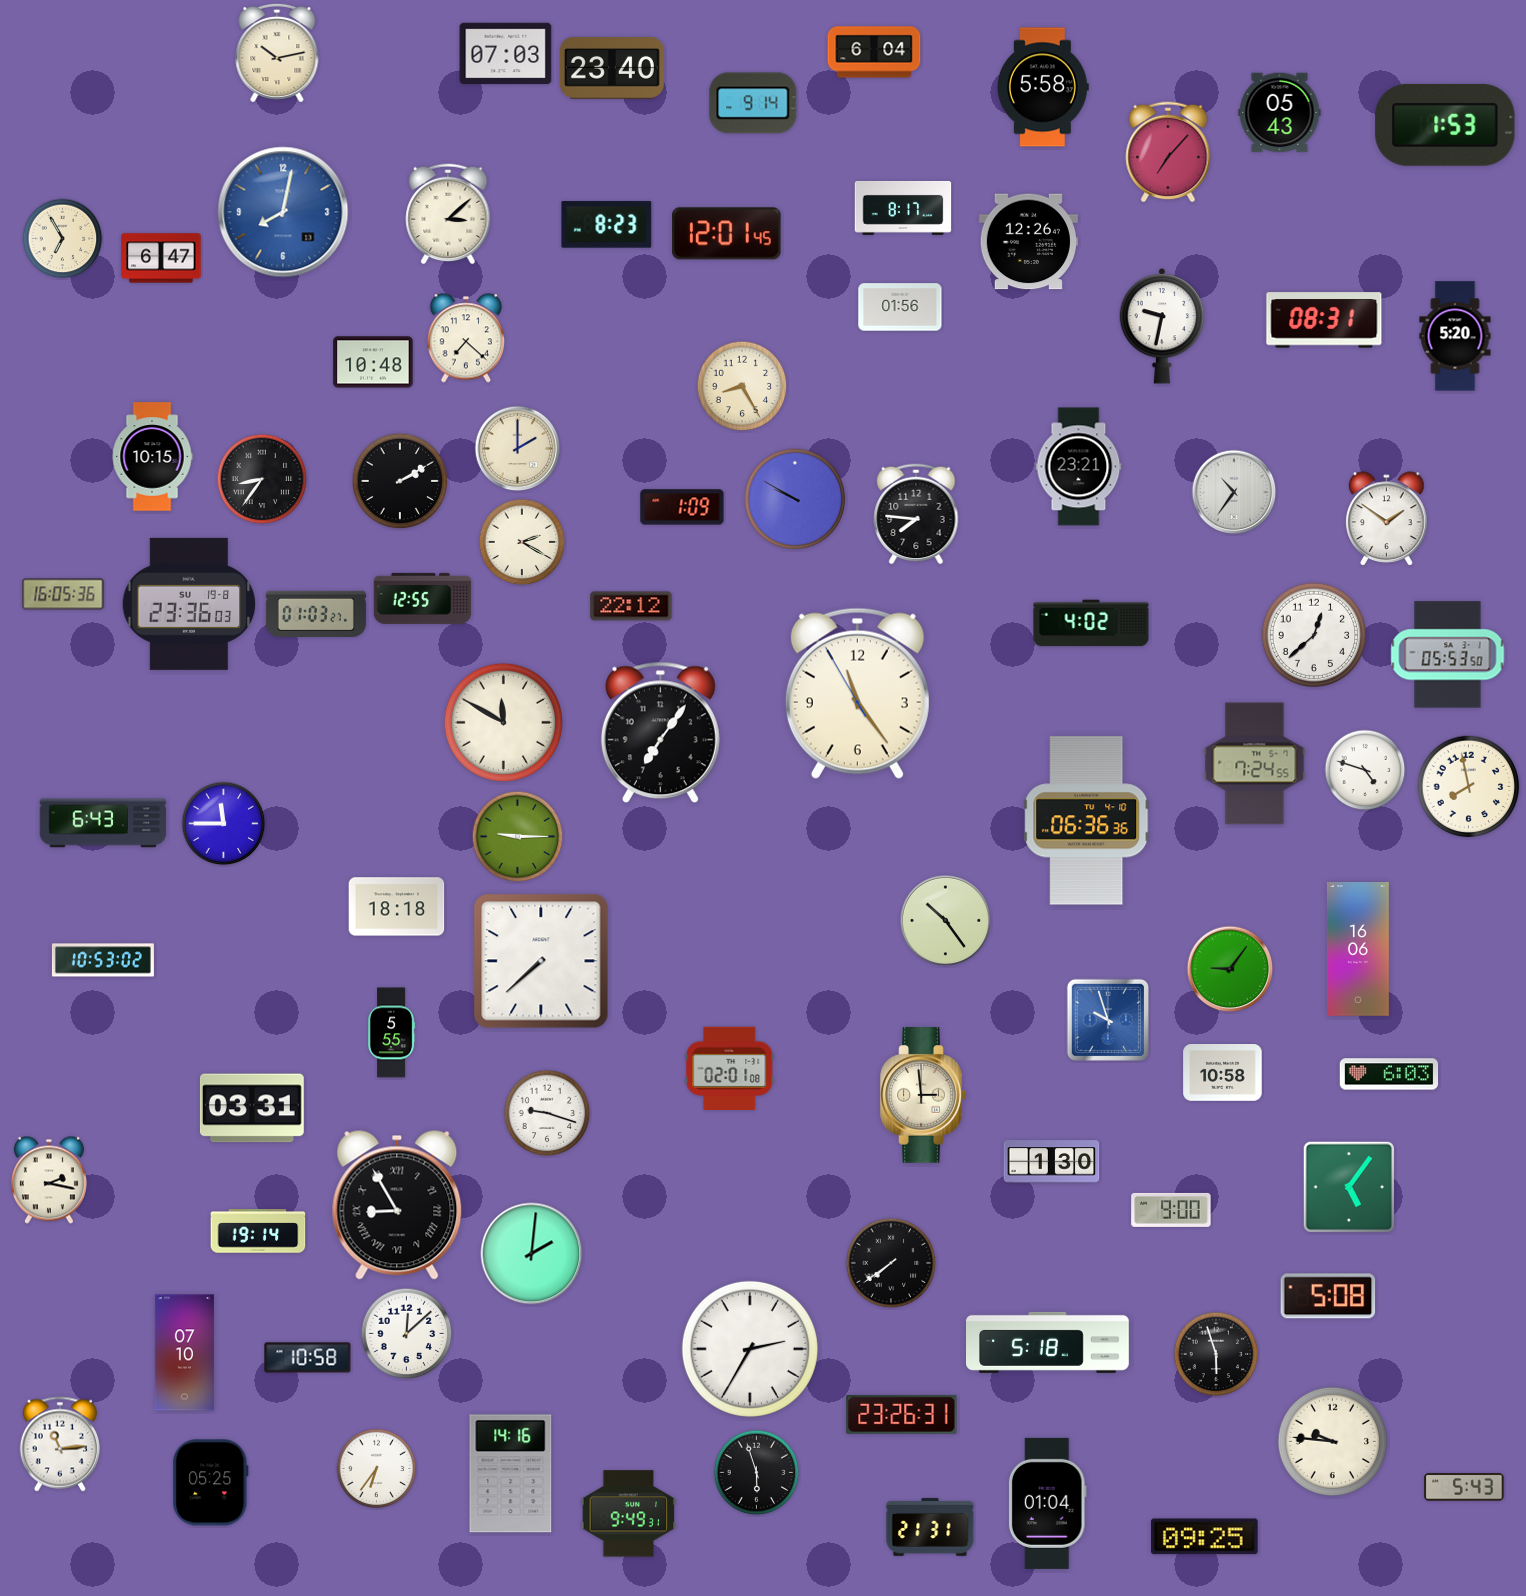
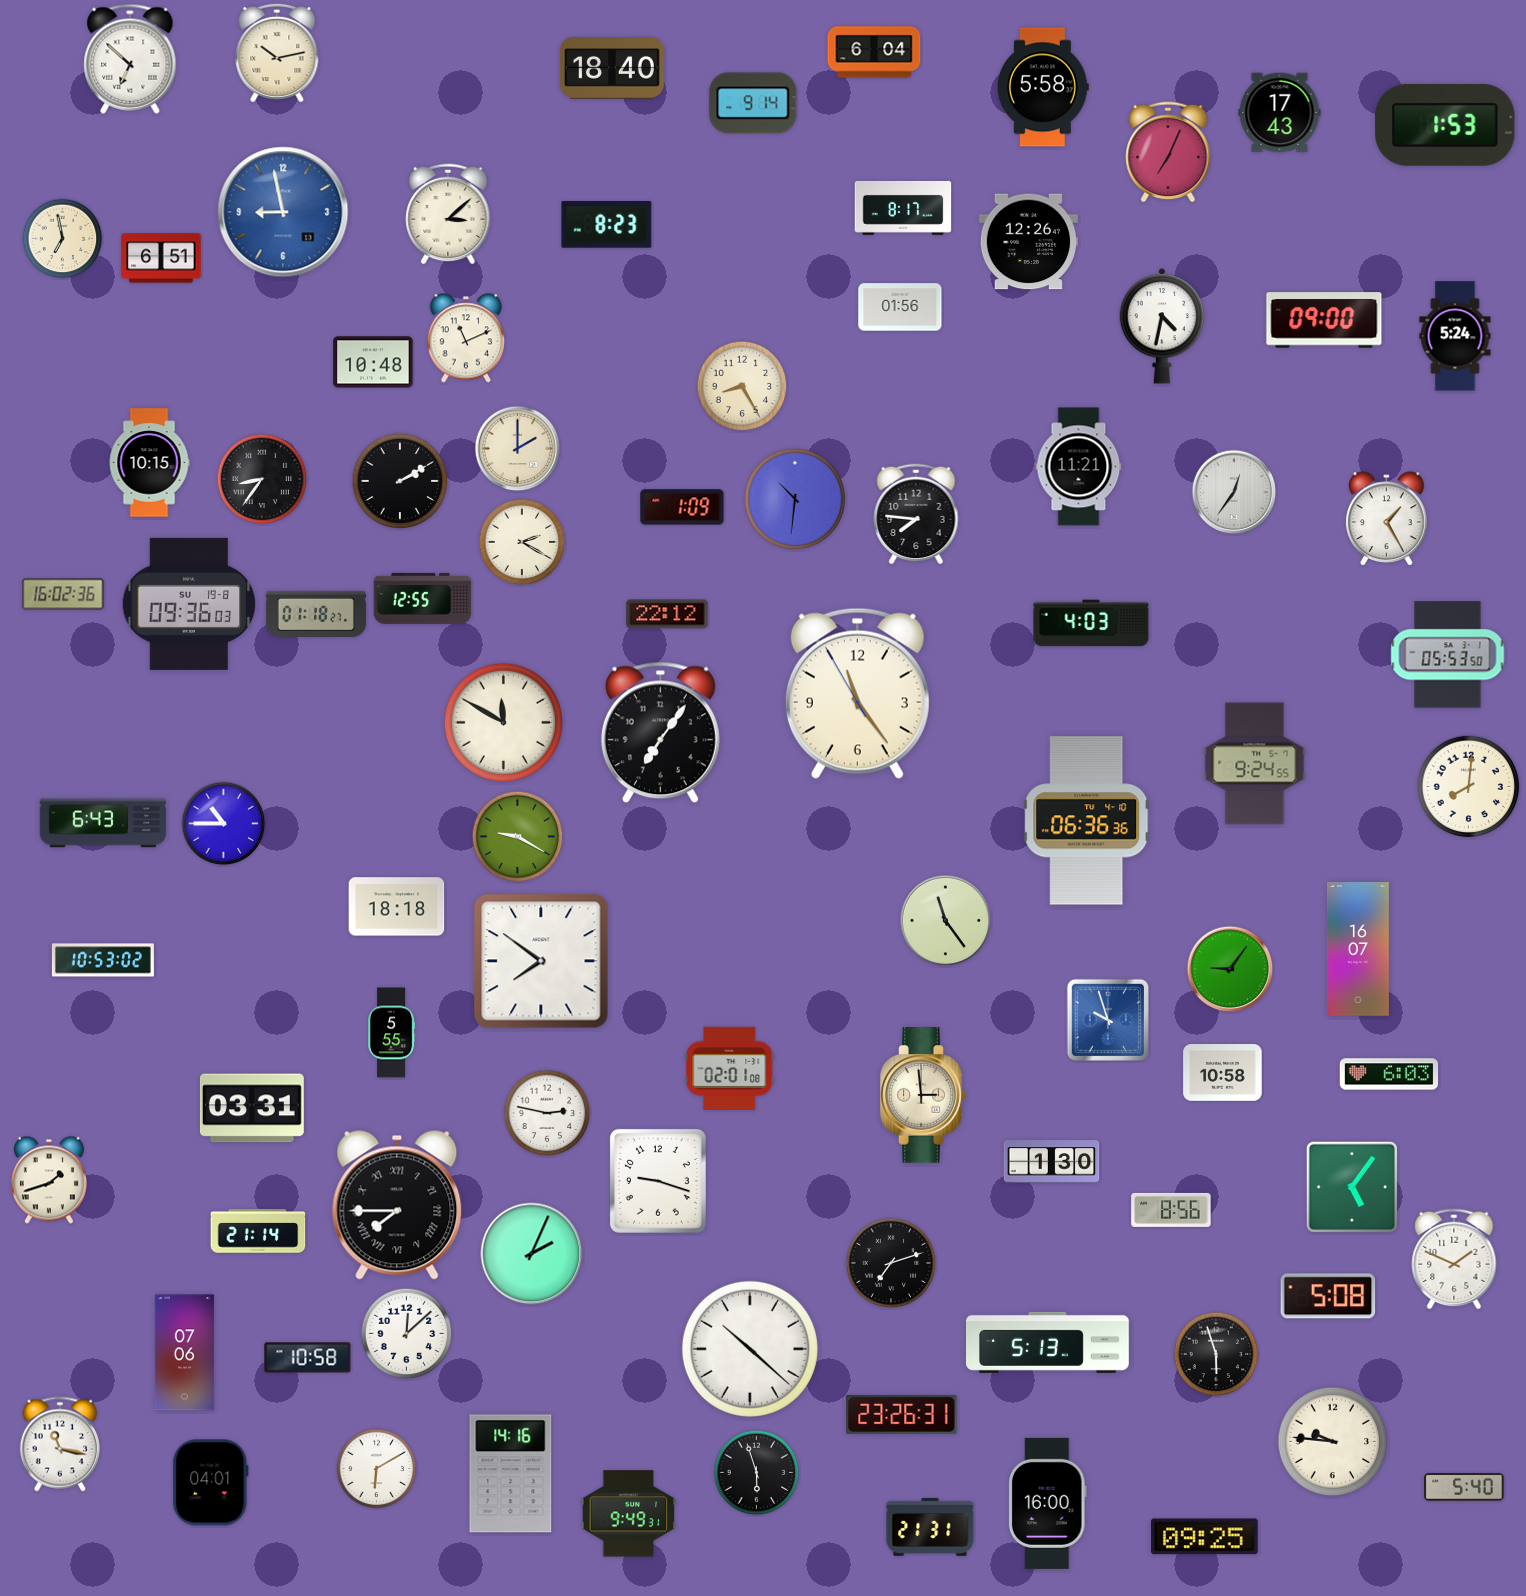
clock at (506, 54): 07:03 -> none
clock at (130, 59): none -> 6:52
clock at (612, 68): 23:40 -> 18:40
clock at (1280, 113): 05:43 -> 17:43
clock at (1168, 152): 7:07 -> 7:04
clock at (283, 212): 8:02 -> 8:58
clock at (727, 234): 12:01 -> none
clock at (63, 239): 6:55 -> 6:58
clock at (161, 258): 6:47 -> 6:51
clock at (1324, 320): 08:31 -> 09:00
clock at (1162, 326): 9:32 -> 4:32
clock at (1455, 336): 5:20 -> 5:24
clock at (466, 338): 7:22 -> 11:11
clock at (152, 457) position: (152, 457) -> (149, 463)
clock at (1079, 467): 23:21 -> 11:21
clock at (1234, 492): 10:36 -> 12:36
clock at (795, 499): 9:50 -> 10:31
clock at (1387, 519): 1:51 -> 1:25
clock at (63, 594): 16:05 -> 16:02
clock at (189, 604): 23:36 -> 09:36
clock at (631, 606) position: (631, 606) -> (667, 614)
clock at (316, 614): 01:03 -> 01:18
clock at (1091, 623): 4:02 -> 4:03
clock at (1314, 635): 12:38 -> none
clock at (1255, 764): 7:24 -> 9:24
clock at (1365, 770): 4:48 -> none
clock at (1469, 787): 7:58 -> 8:01
clock at (224, 824): 11:45 -> 10:45
clock at (518, 837): 9:15 -> 9:20
clock at (946, 921): 10:24 -> 11:24
clock at (1358, 950): 16:06 -> 16:07
clock at (541, 961): 7:38 -> 7:51
clock at (547, 1113): 9:18 -> 2:47
clock at (49, 1180): 2:17 -> 1:42
clock at (658, 1181): none -> 9:18
clock at (1349, 1187) position: (1349, 1187) -> (1352, 1187)
clock at (397, 1205): 8:55 -> 7:45
clock at (1171, 1210): 9:00 -> 8:56
clock at (258, 1231): 19:14 -> 21:14
clock at (532, 1254): 2:01 -> 2:04
clock at (1454, 1259): none -> 1:49
clock at (891, 1263): 7:39 -> 7:12
clock at (1048, 1342): 5:18 -> 5:13
clock at (750, 1349): 2:35 -> 10:22
clock at (184, 1353): 07:10 -> 07:06
clock at (59, 1444): 11:14 -> 11:17
clock at (377, 1469): 6:36 -> 6:10
clock at (211, 1483): 05:25 -> 04:01
clock at (1464, 1487): 5:43 -> 5:40
clock at (1047, 1503): 01:04 -> 16:00
